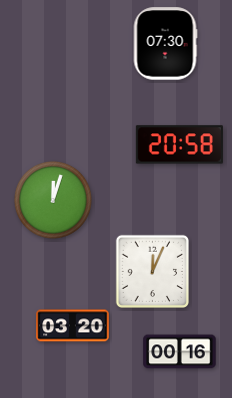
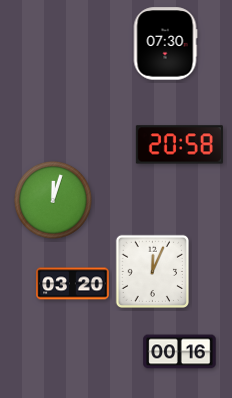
clock at (73, 326) position: (73, 326) -> (73, 284)
